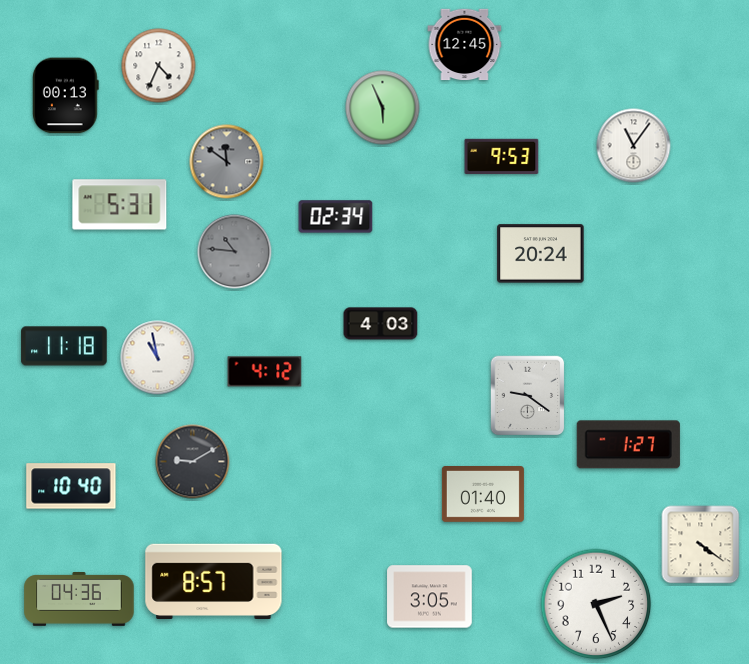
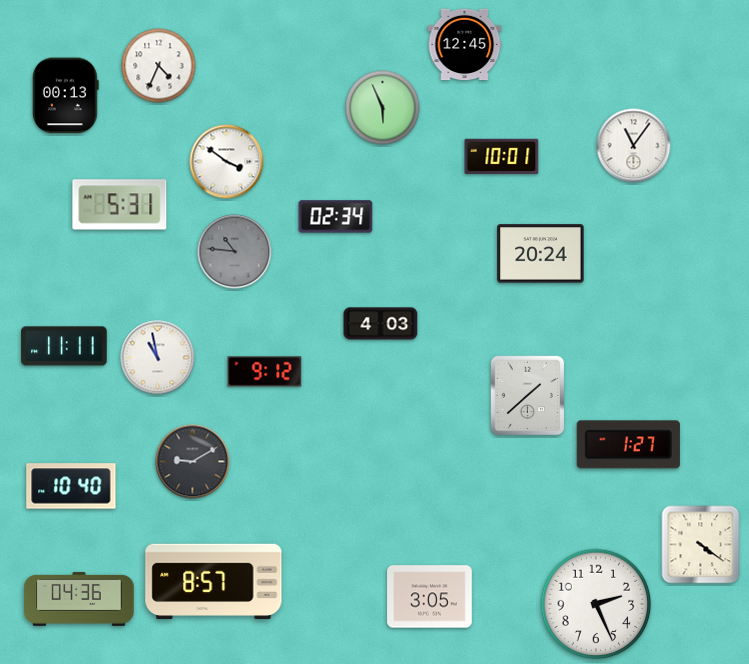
clock at (502, 156): 9:53 -> 10:01
clock at (227, 162): 11:51 -> 3:51
clock at (227, 162) dial: grey -> white
clock at (64, 346): 11:18 -> 11:11
clock at (265, 372): 4:12 -> 9:12
clock at (528, 396): 9:21 -> 1:38
clock at (483, 495): 01:40 -> none
